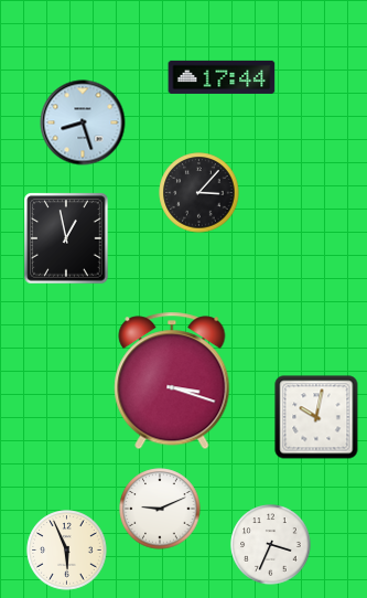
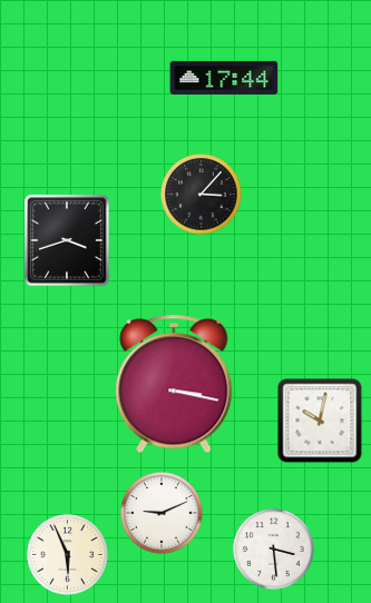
clock at (83, 122): 8:27 -> none
clock at (66, 238): 12:58 -> 3:42
clock at (172, 381): 3:18 -> 3:17
clock at (271, 545): 3:34 -> 3:29
